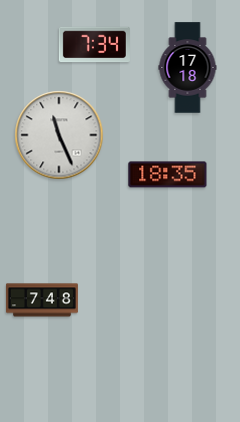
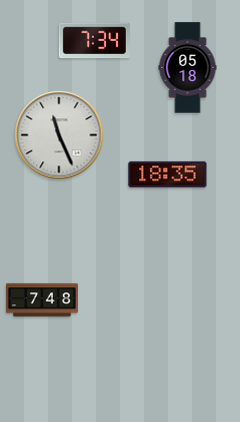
clock at (94, 45) position: (94, 45) -> (94, 41)
clock at (188, 68): 17:18 -> 05:18
